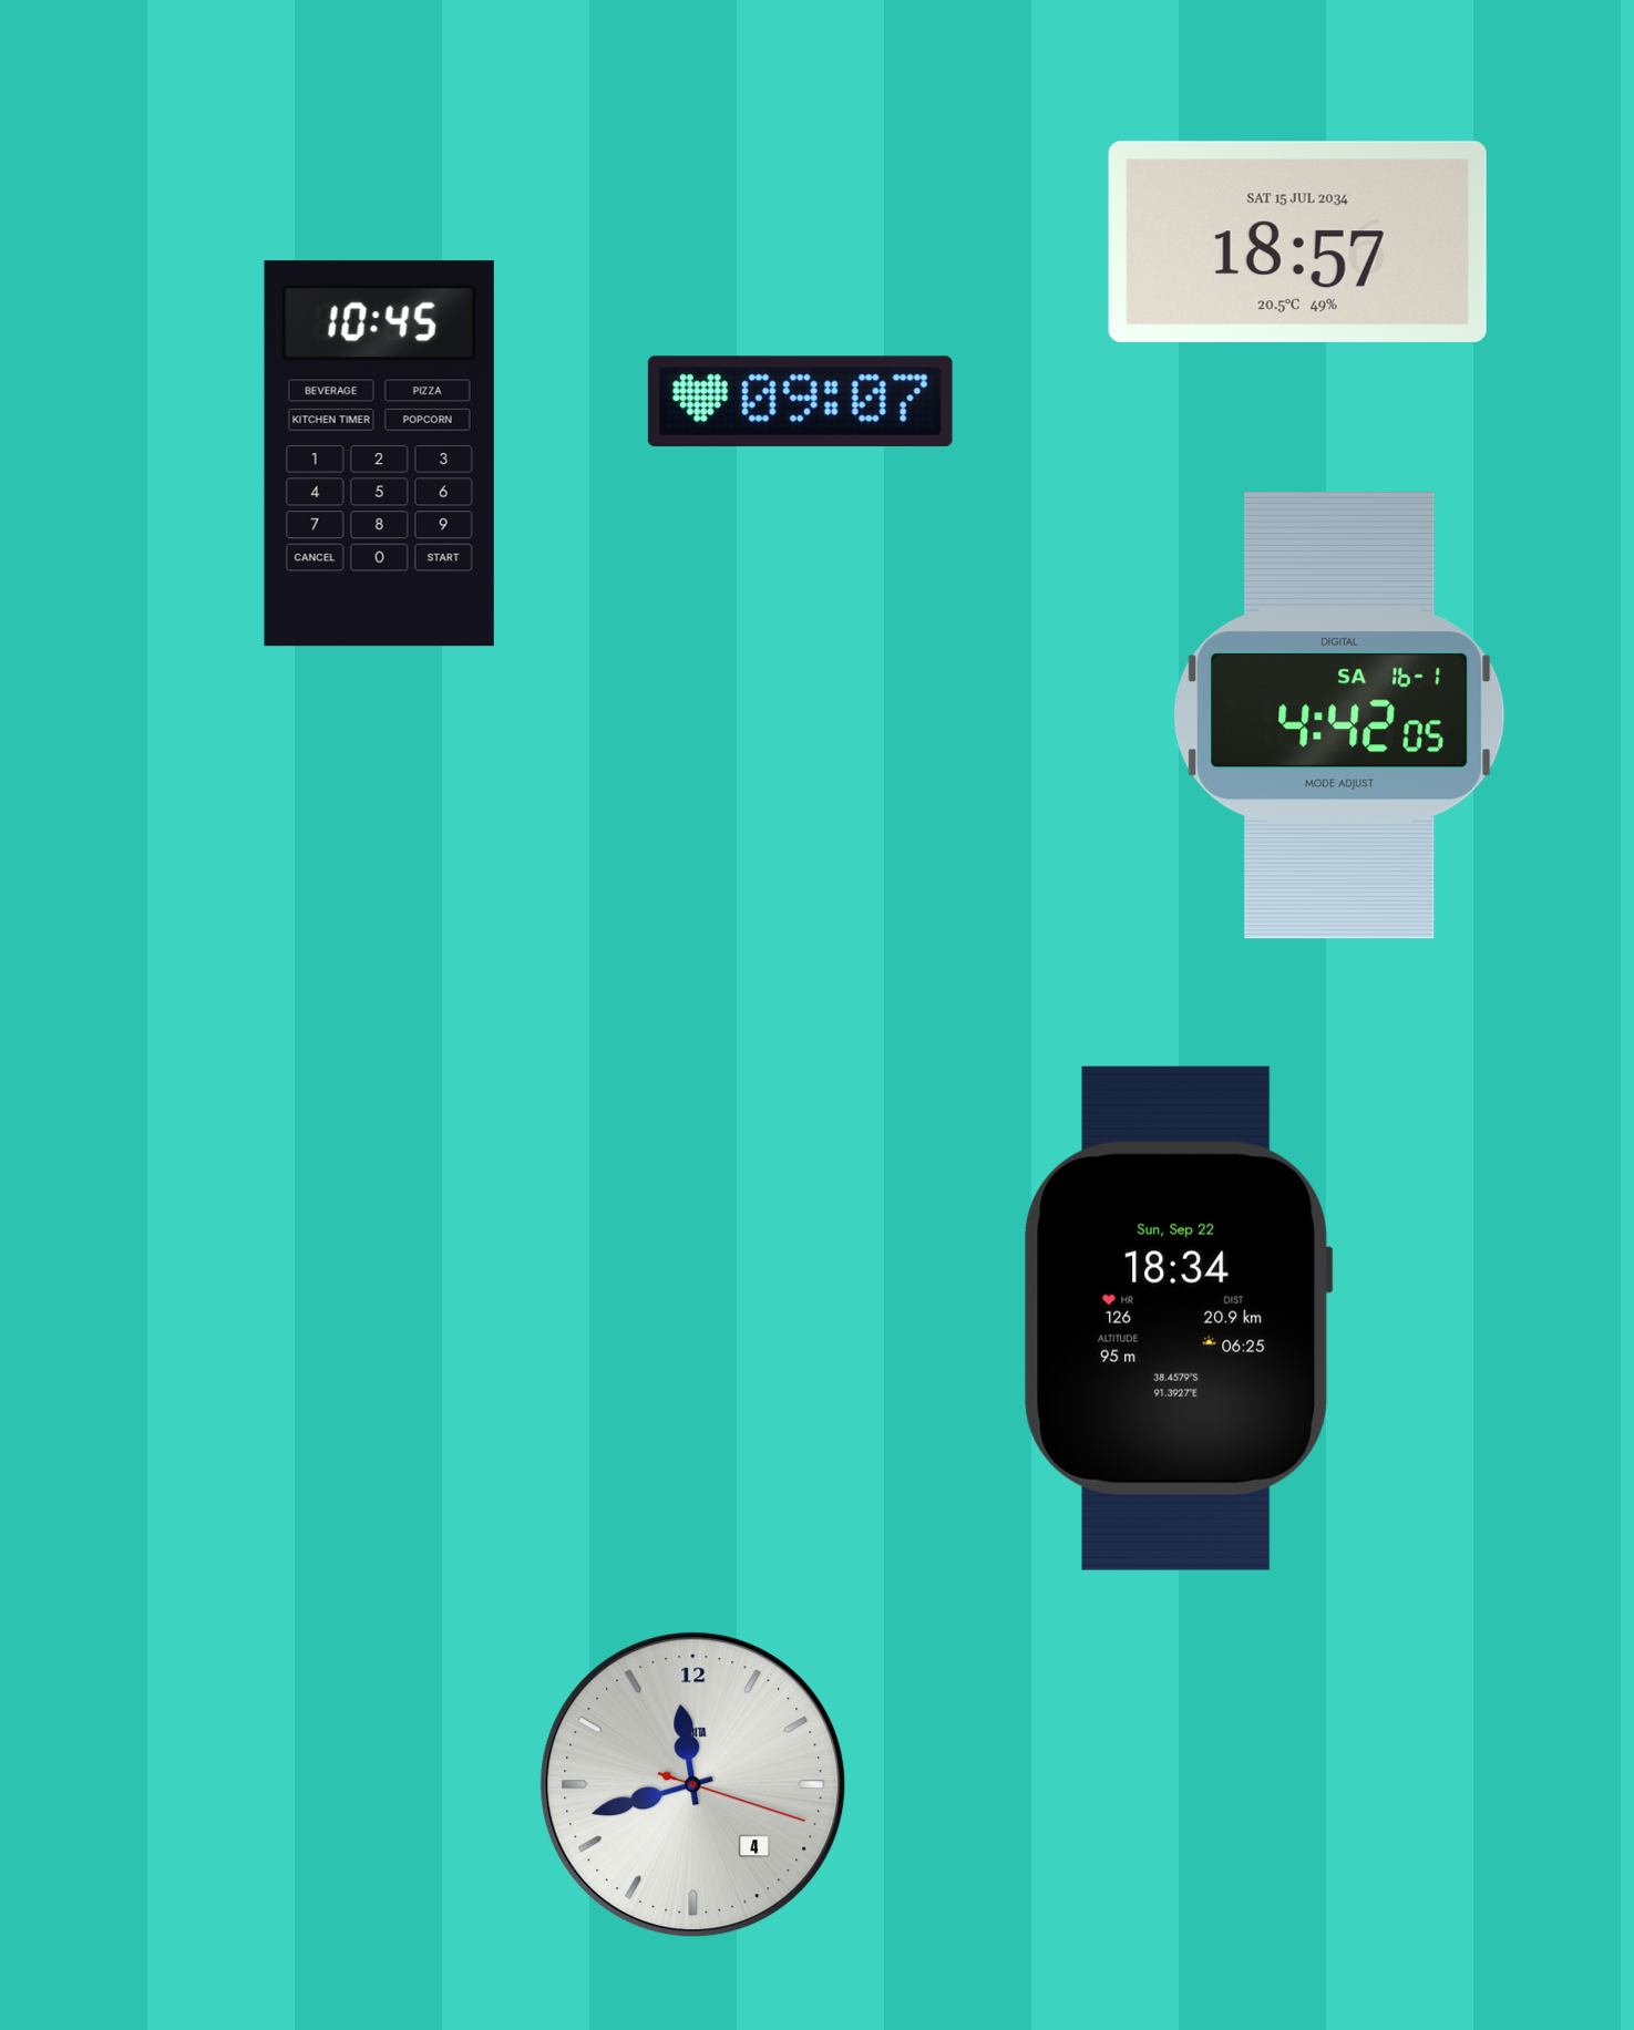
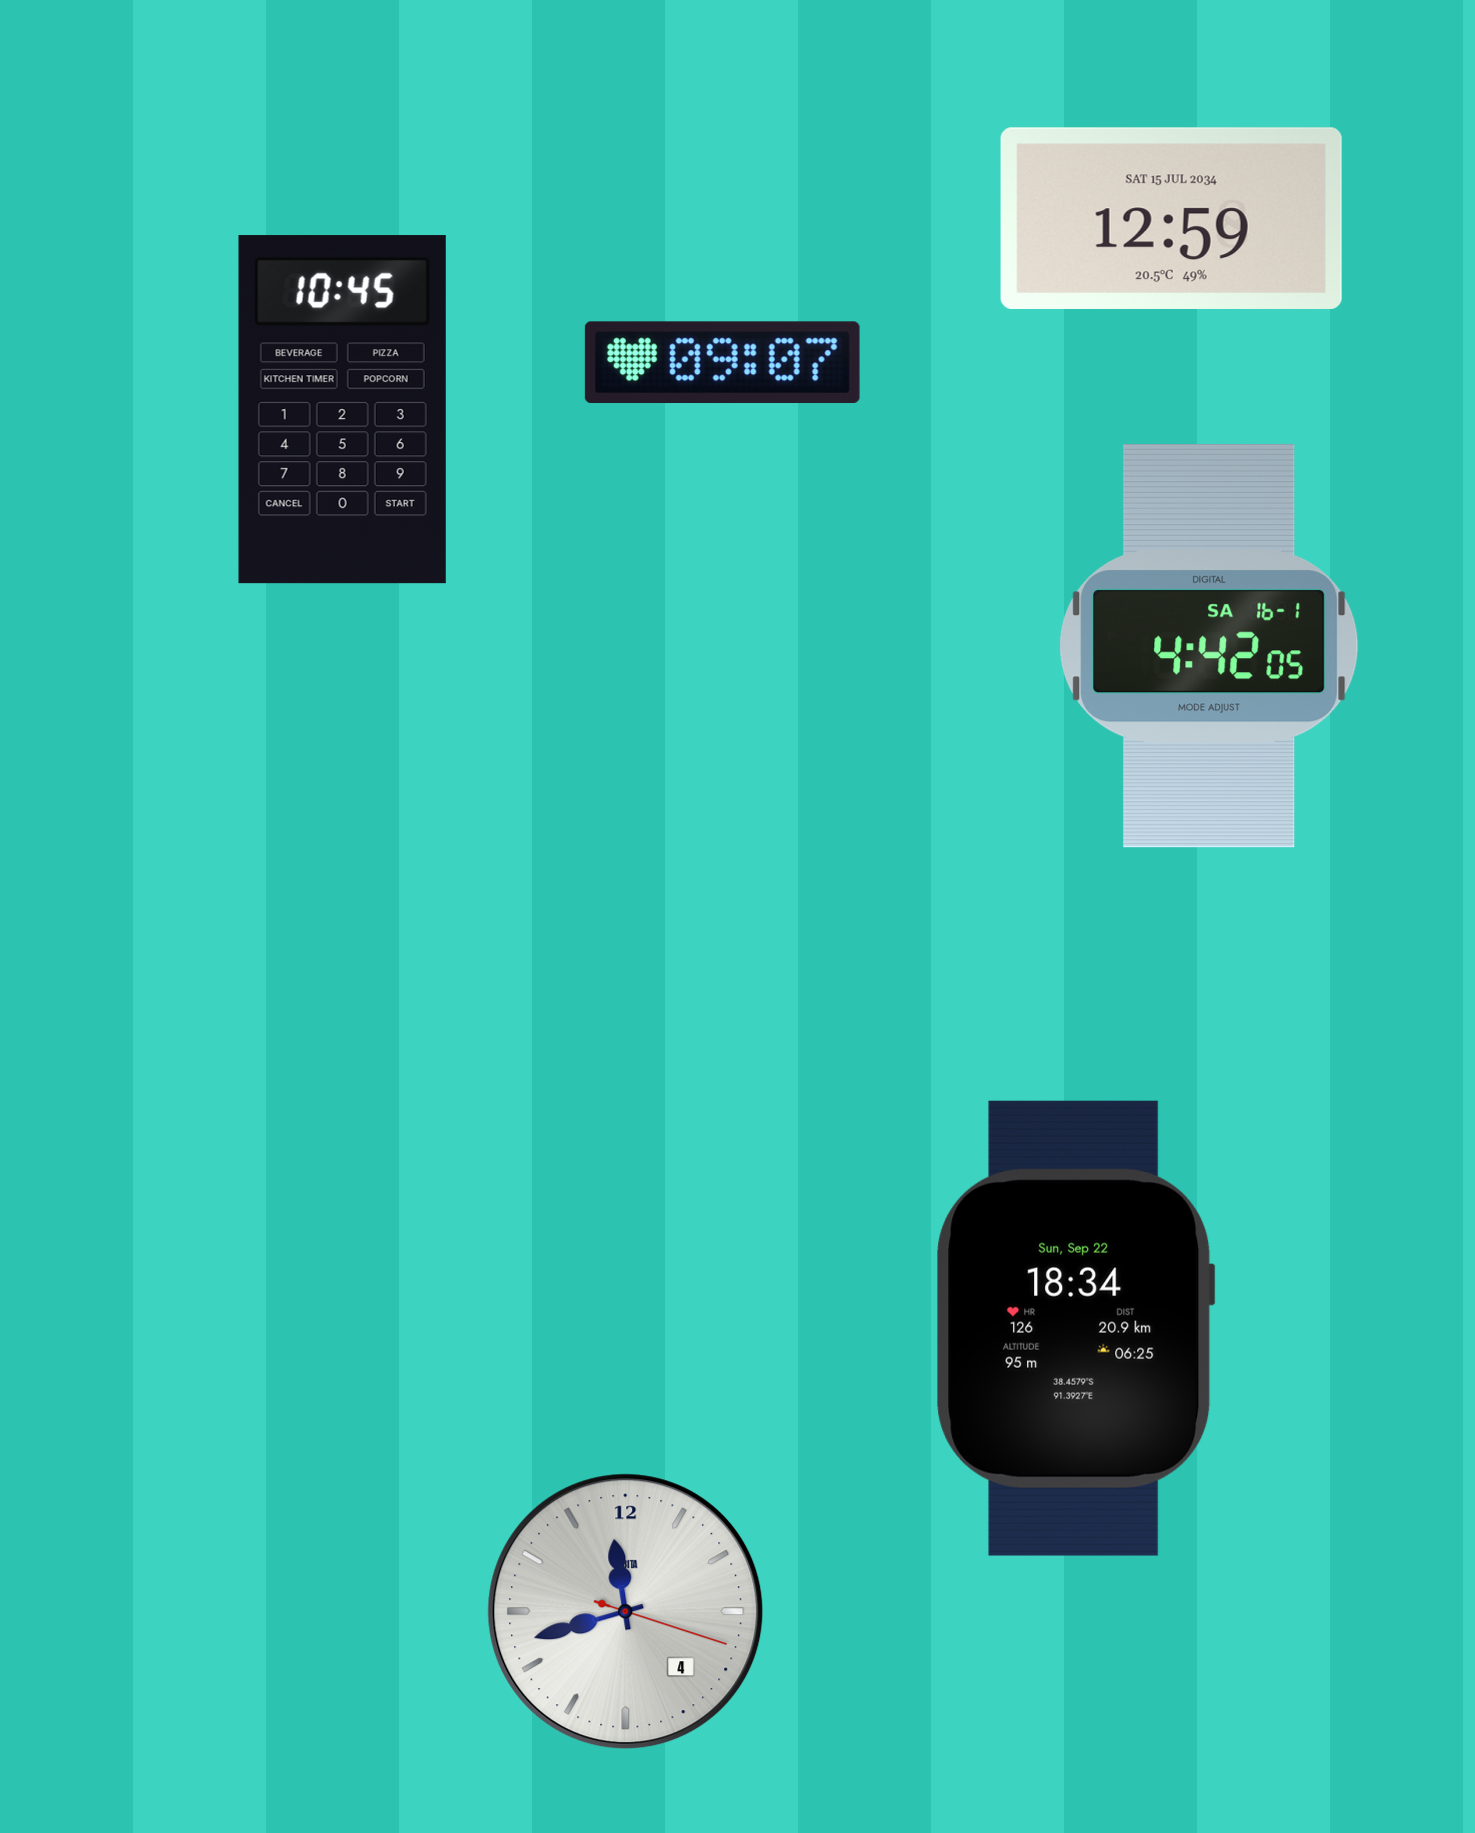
clock at (1297, 241): 18:57 -> 12:59
clock at (1178, 1318) position: (1178, 1318) -> (1075, 1328)
